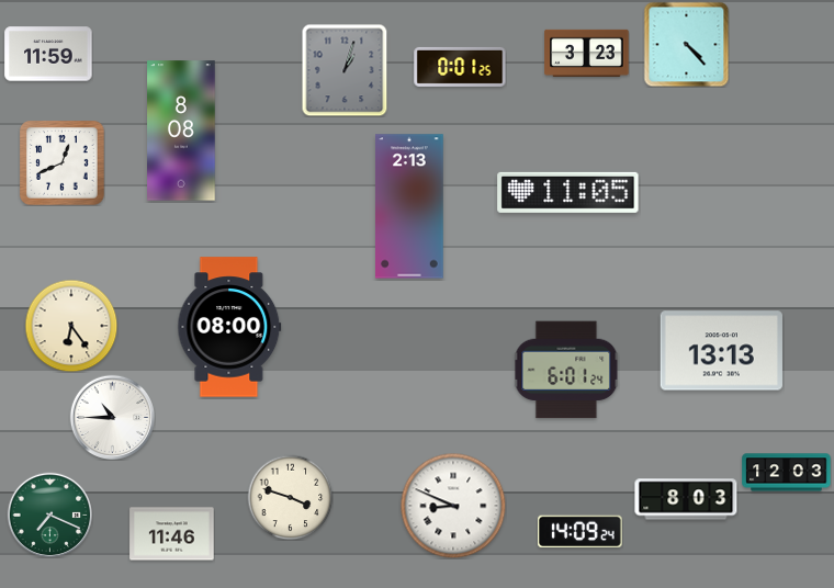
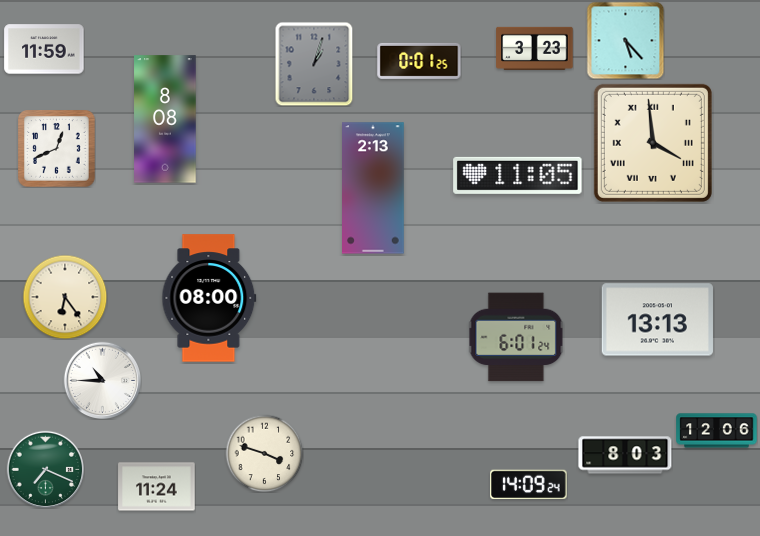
clock at (686, 44): 4:23 -> 5:23
clock at (653, 143): none -> 3:59
clock at (787, 473): 12:03 -> 12:06
clock at (453, 506): 8:49 -> none
clock at (172, 534): 11:46 -> 11:24
